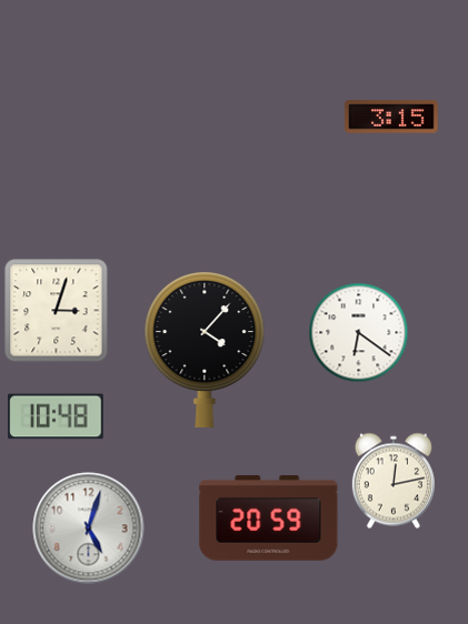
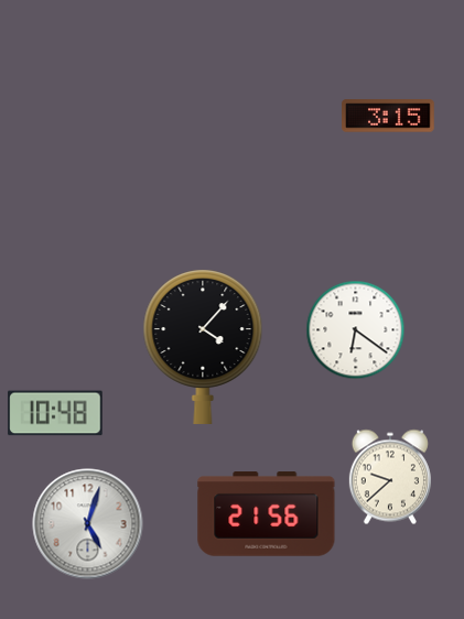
clock at (57, 311): 3:03 -> none
clock at (394, 481): 12:13 -> 9:38
clock at (269, 519): 20:59 -> 21:56
